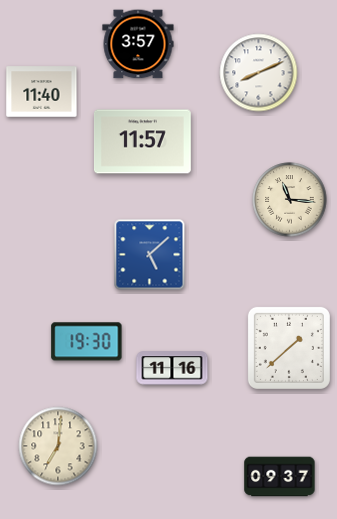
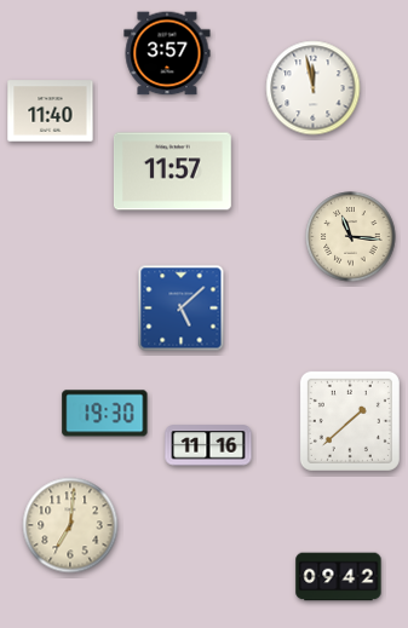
clock at (259, 73): 8:11 -> 11:58
clock at (290, 200) position: (290, 200) -> (351, 237)
clock at (58, 446) position: (58, 446) -> (70, 525)
clock at (280, 477): 09:37 -> 09:42
